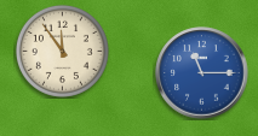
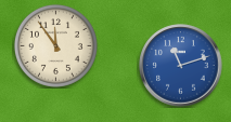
clock at (202, 73): 11:15 -> 11:12
